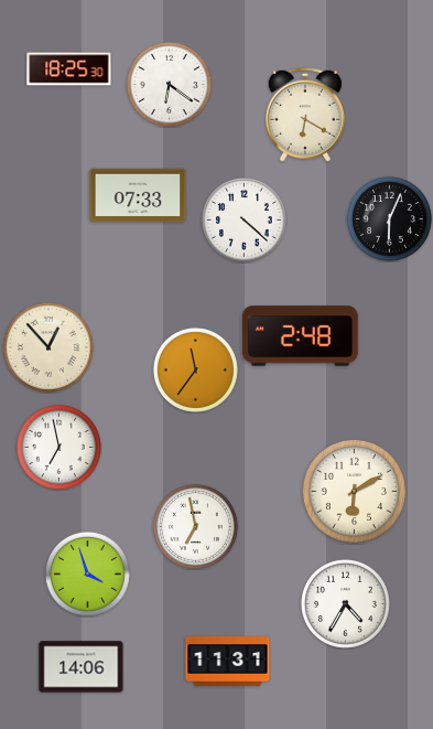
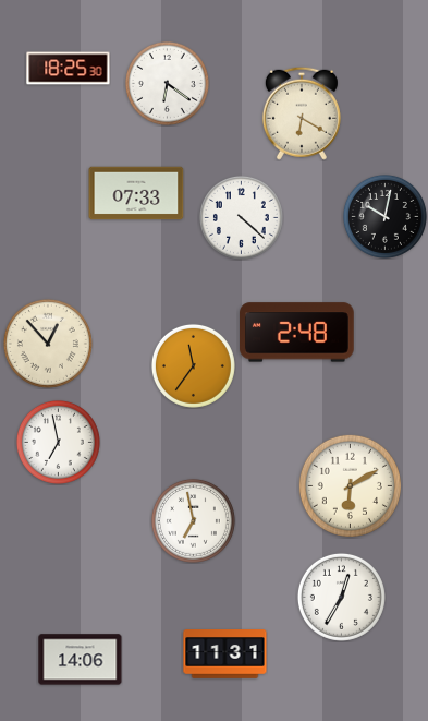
clock at (389, 218): 6:04 -> 10:02
clock at (87, 573): 3:57 -> none
clock at (345, 603): 4:35 -> 12:35
